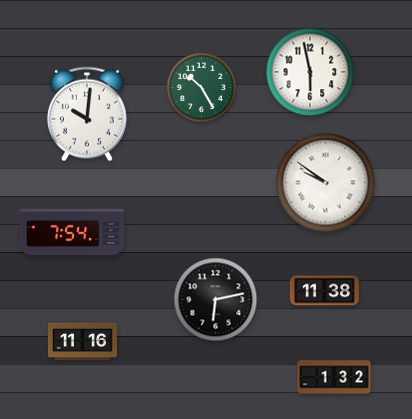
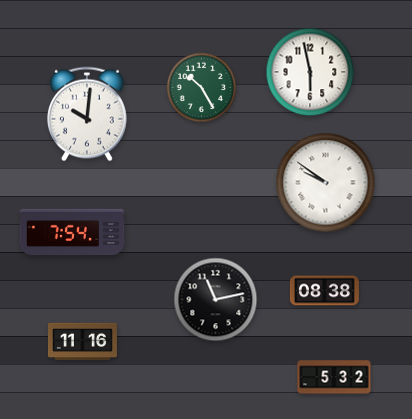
clock at (324, 291): 11:38 -> 08:38
clock at (216, 300): 6:13 -> 11:13
clock at (334, 377): 1:32 -> 5:32
